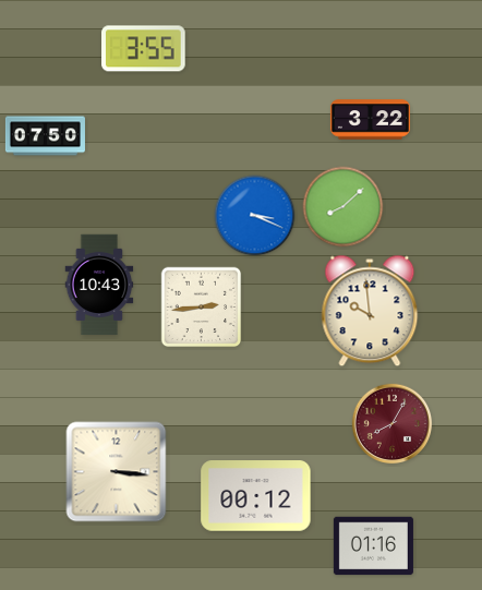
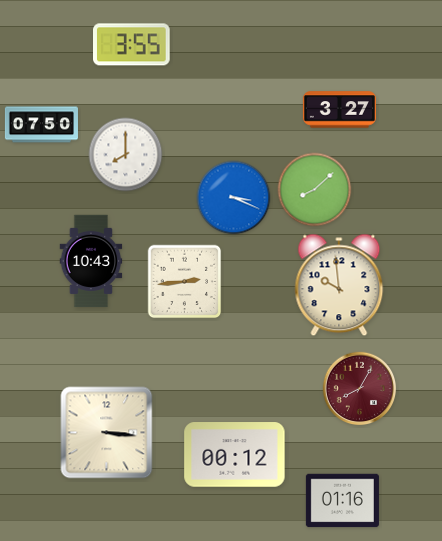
clock at (370, 120): 3:22 -> 3:27
clock at (126, 155): none -> 8:00
